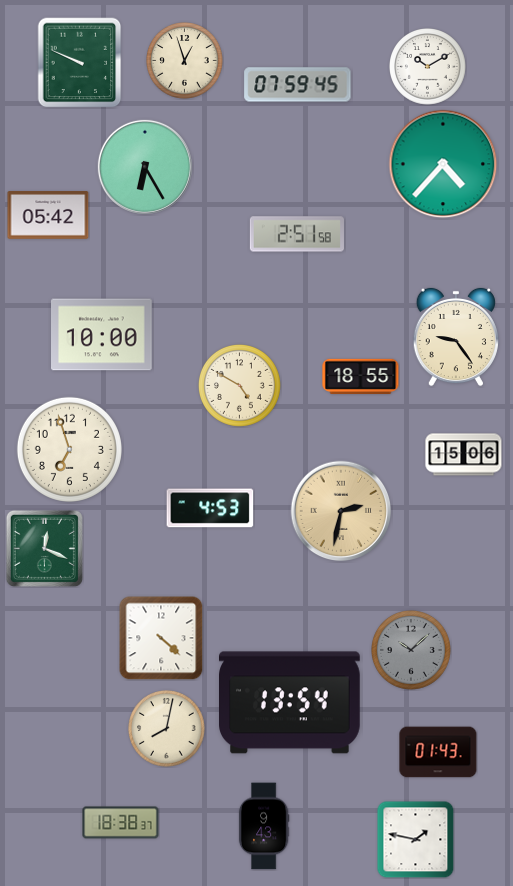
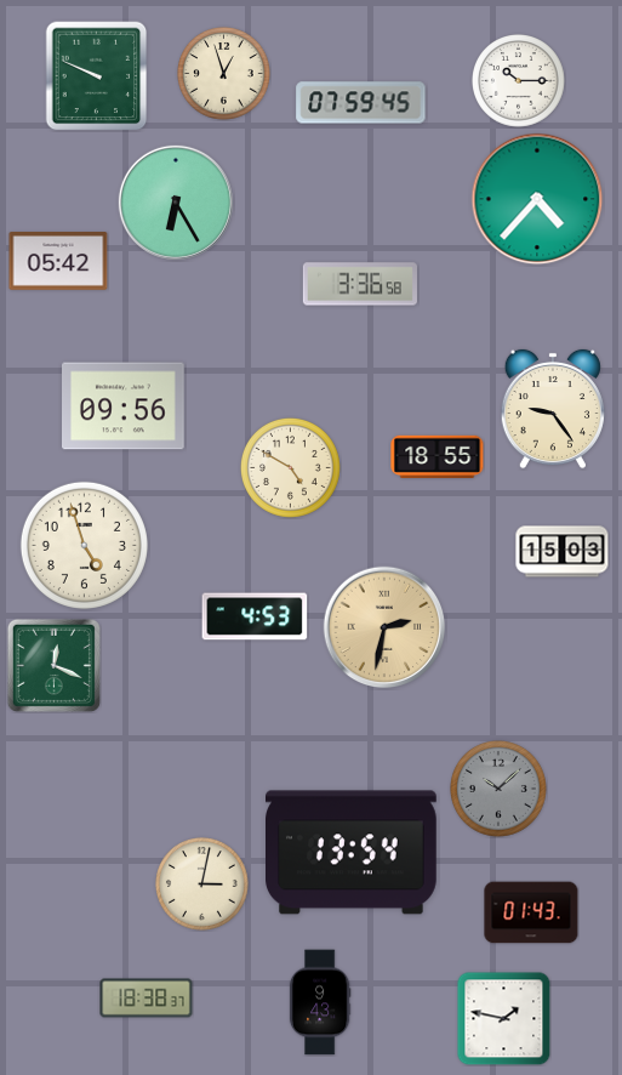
clock at (428, 67): 10:10 -> 10:15
clock at (297, 234): 2:51 -> 3:36
clock at (102, 335): 10:00 -> 09:56
clock at (69, 449): 6:57 -> 4:57
clock at (464, 455): 15:06 -> 15:03
clock at (341, 511) position: (341, 511) -> (384, 627)
clock at (161, 638): 4:22 -> none
clock at (167, 729): 8:02 -> 3:02
